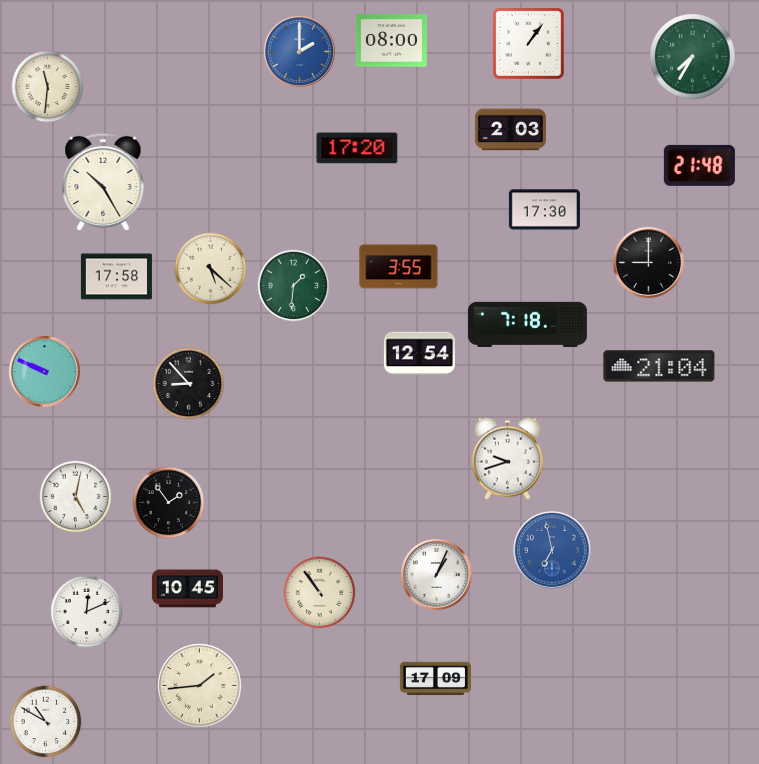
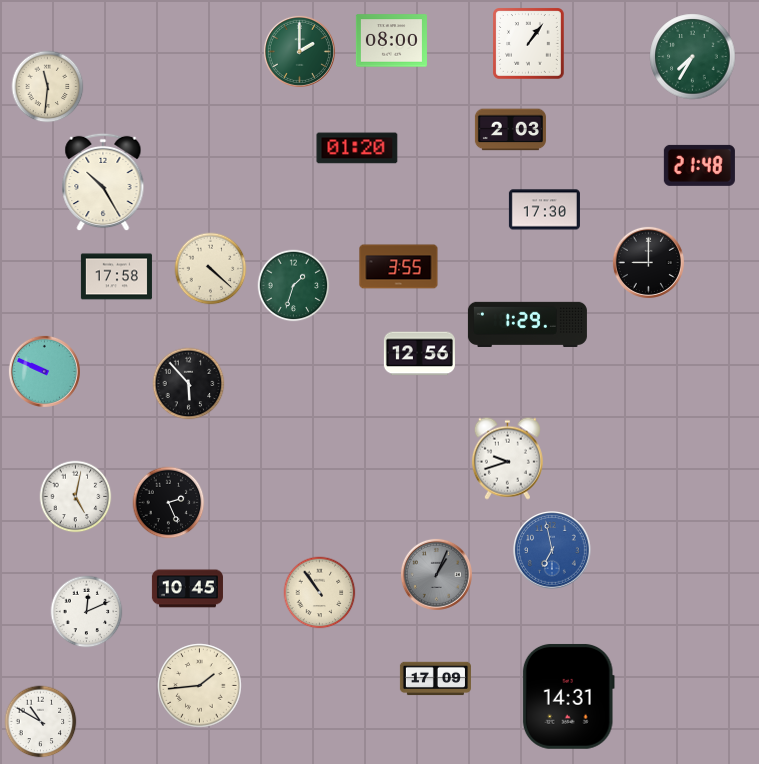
clock at (299, 51) dial: blue -> green
clock at (357, 148): 17:20 -> 01:20
clock at (211, 269): 5:22 -> 4:22
clock at (294, 286): 1:31 -> 1:33
clock at (527, 324): 7:18 -> 1:29
clock at (419, 354): 12:54 -> 12:56
clock at (659, 366): 21:04 -> none
clock at (189, 384): 8:53 -> 5:53
clock at (169, 503): 1:54 -> 2:26
clock at (436, 574) dial: white -> grey
clock at (568, 696): none -> 14:31
clock at (46, 722) position: (46, 722) -> (41, 722)
